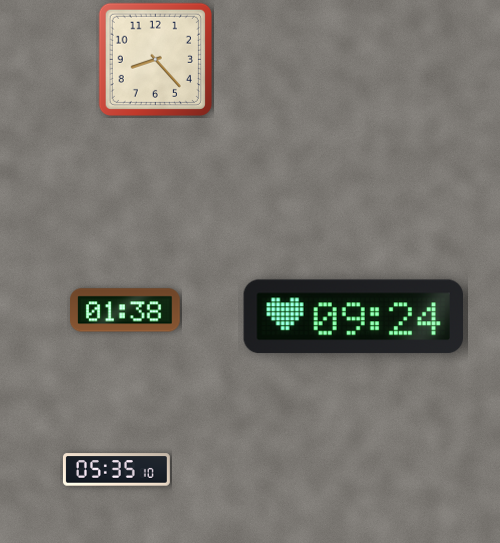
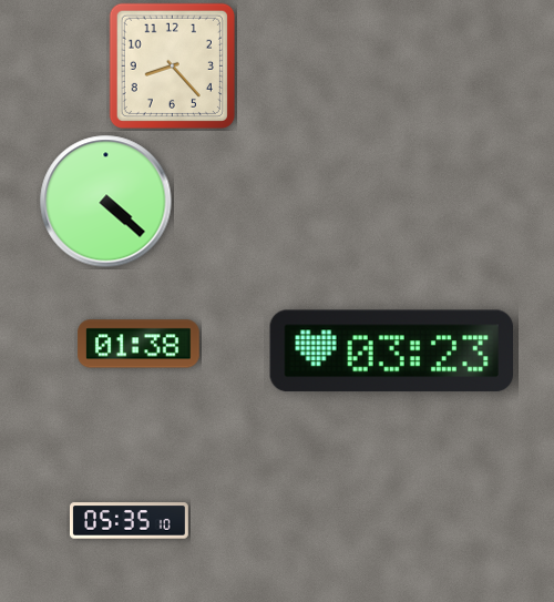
clock at (106, 202): none -> 4:22
clock at (353, 317): 09:24 -> 03:23
